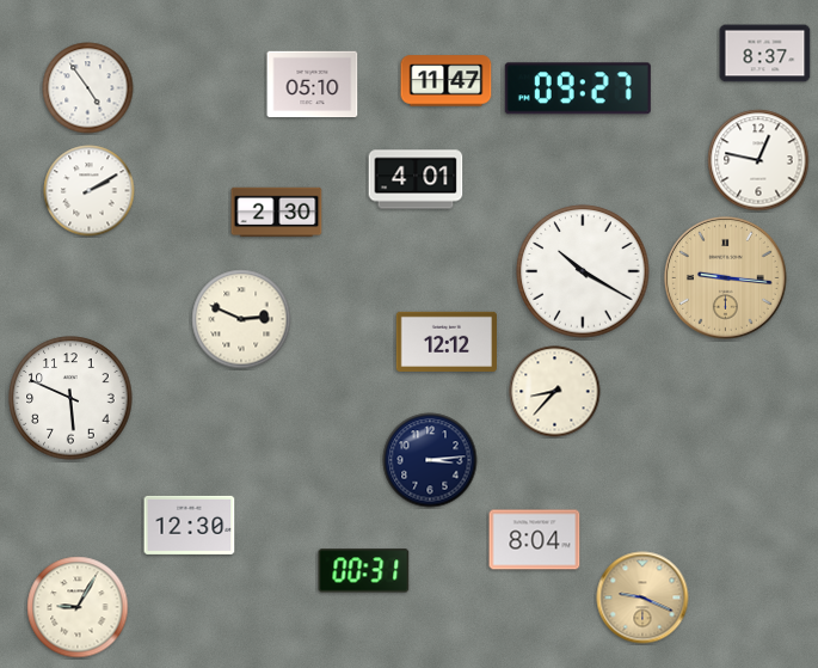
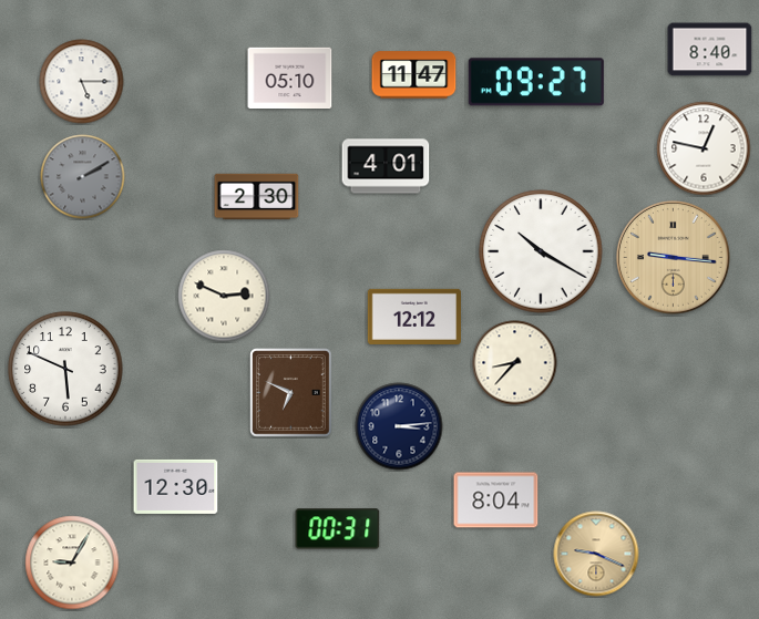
clock at (765, 54): 8:37 -> 8:40
clock at (88, 88): 4:54 -> 5:15
clock at (90, 191) dial: white -> grey
clock at (291, 393): none -> 6:49
